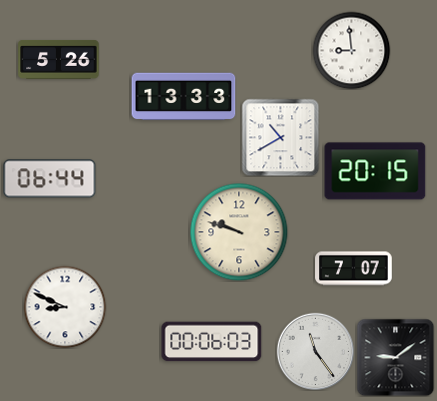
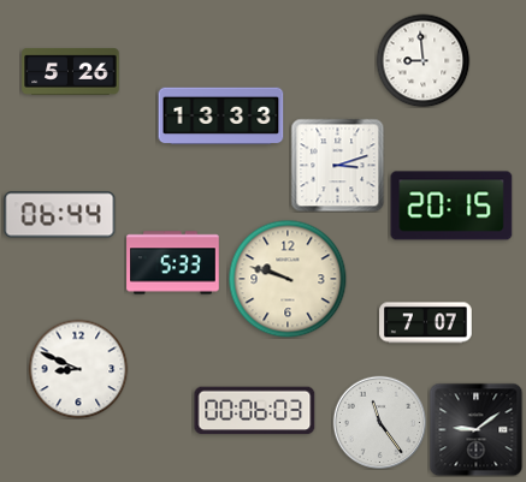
clock at (280, 137): 10:40 -> 3:12
clock at (173, 263): none -> 5:33
